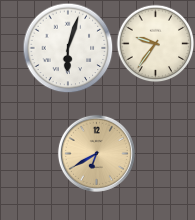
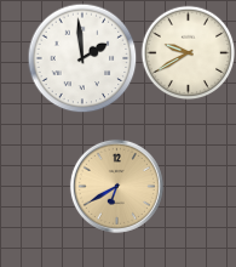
clock at (155, 43): 9:36 -> 9:40
clock at (68, 48): 6:03 -> 1:59
